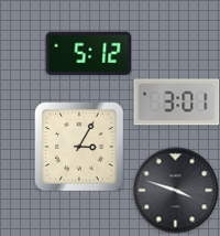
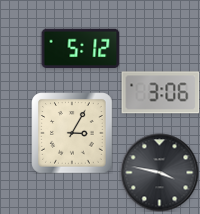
clock at (176, 103): 3:01 -> 3:06
clock at (175, 190): 3:48 -> 3:47
